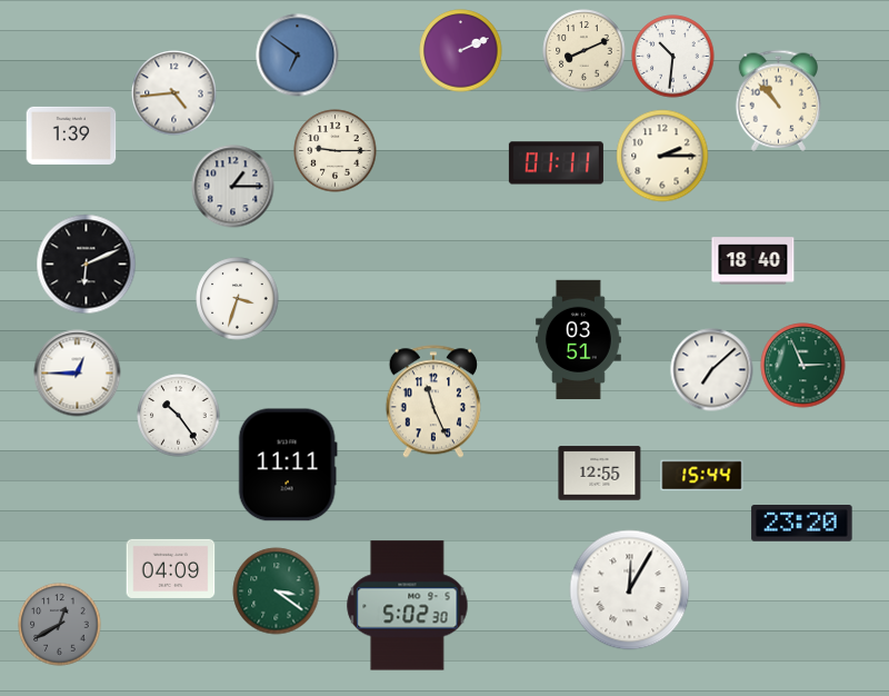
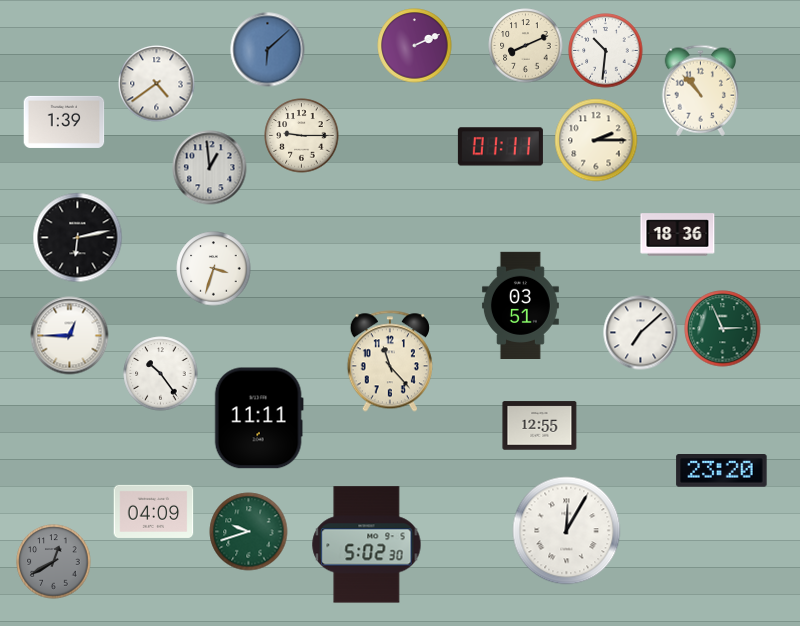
clock at (298, 56): 6:51 -> 6:08
clock at (174, 93): 4:44 -> 4:39
clock at (233, 187): 1:15 -> 12:59
clock at (753, 261): 18:40 -> 18:36
clock at (87, 265): 6:11 -> 6:13
clock at (433, 401): 11:26 -> 11:23
clock at (702, 476): 15:44 -> none
clock at (277, 591): 3:21 -> 9:42
